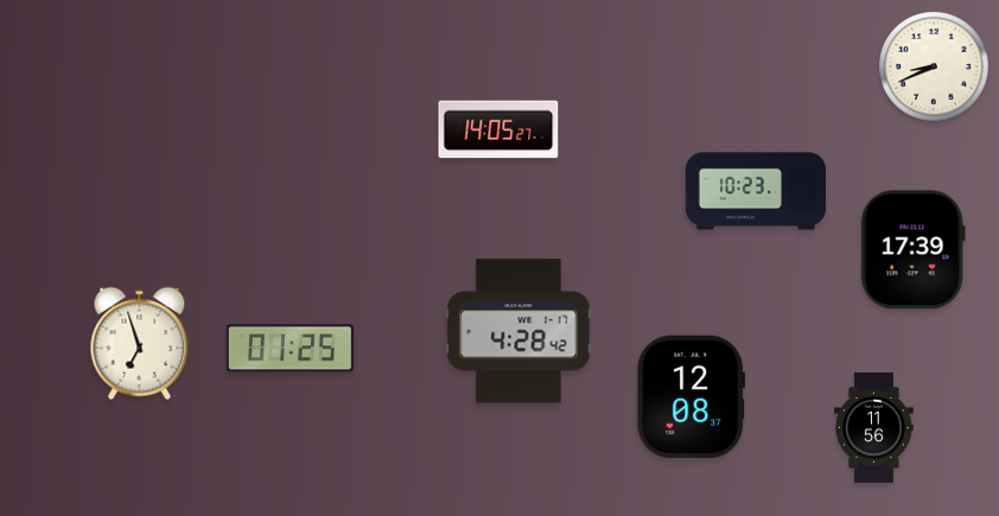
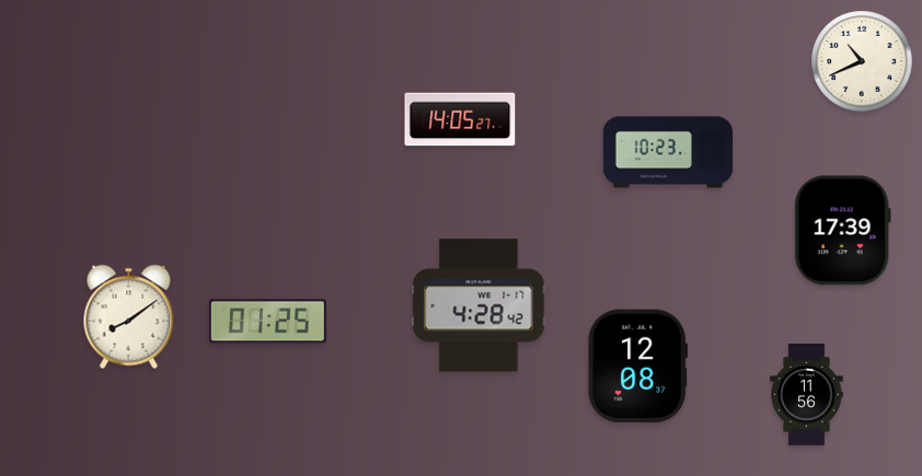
clock at (934, 66): 8:41 -> 10:41
clock at (756, 191) position: (756, 191) -> (668, 152)
clock at (140, 344): 6:57 -> 8:09
